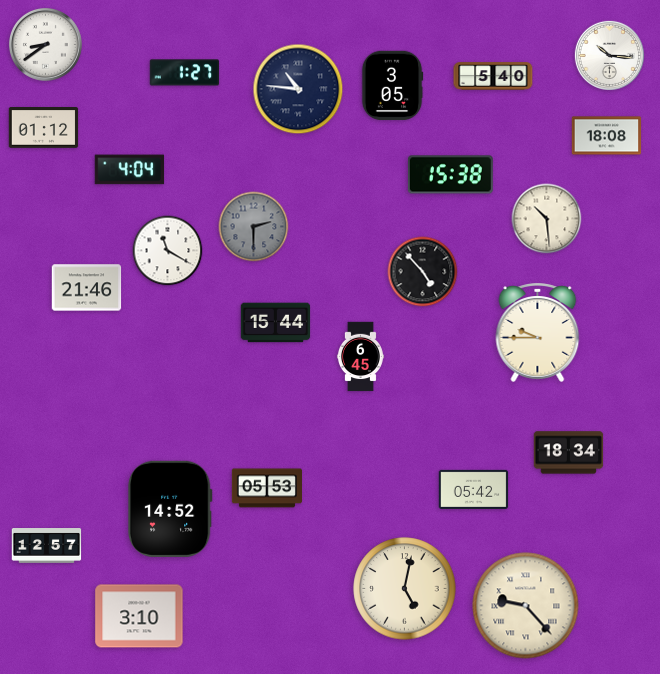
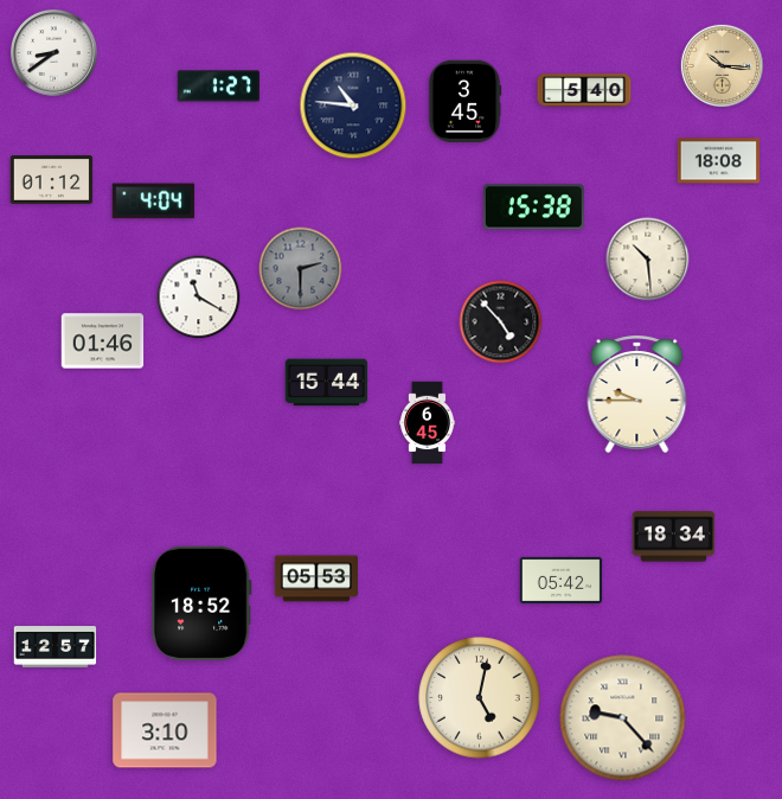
clock at (609, 55) dial: white -> champagne
clock at (392, 86): 3:05 -> 3:45
clock at (44, 128) position: (44, 128) -> (52, 180)
clock at (87, 288): 21:46 -> 01:46
clock at (170, 509): 14:52 -> 18:52
